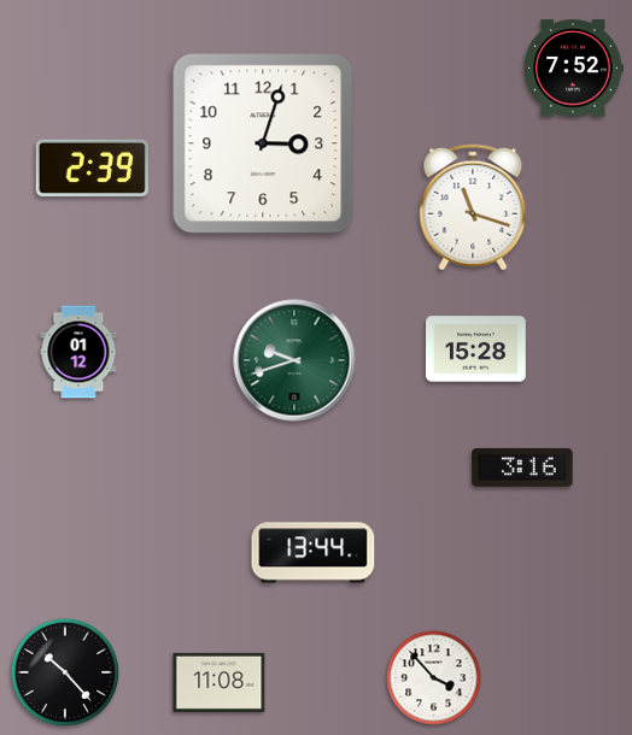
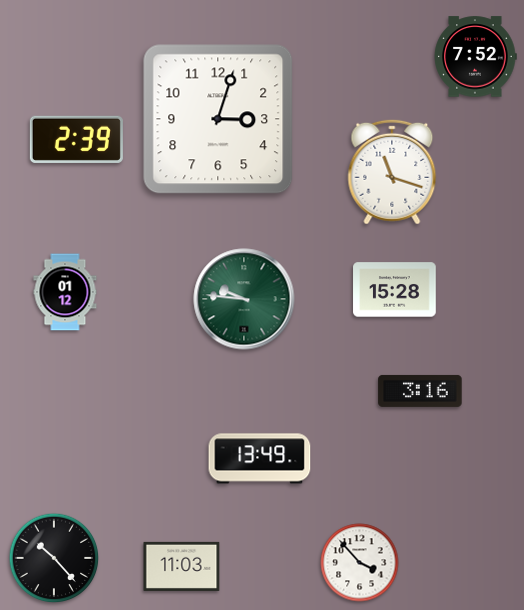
clock at (294, 360): 9:42 -> 9:46
clock at (522, 468) position: (522, 468) -> (420, 391)
clock at (314, 553): 13:44 -> 13:49
clock at (220, 682): 11:08 -> 11:03
